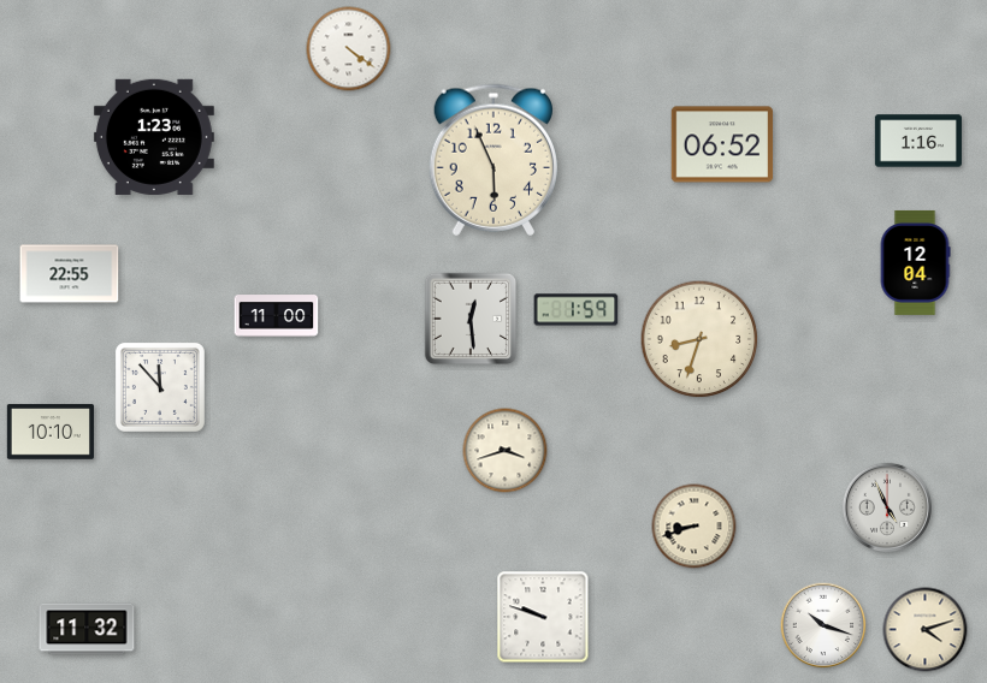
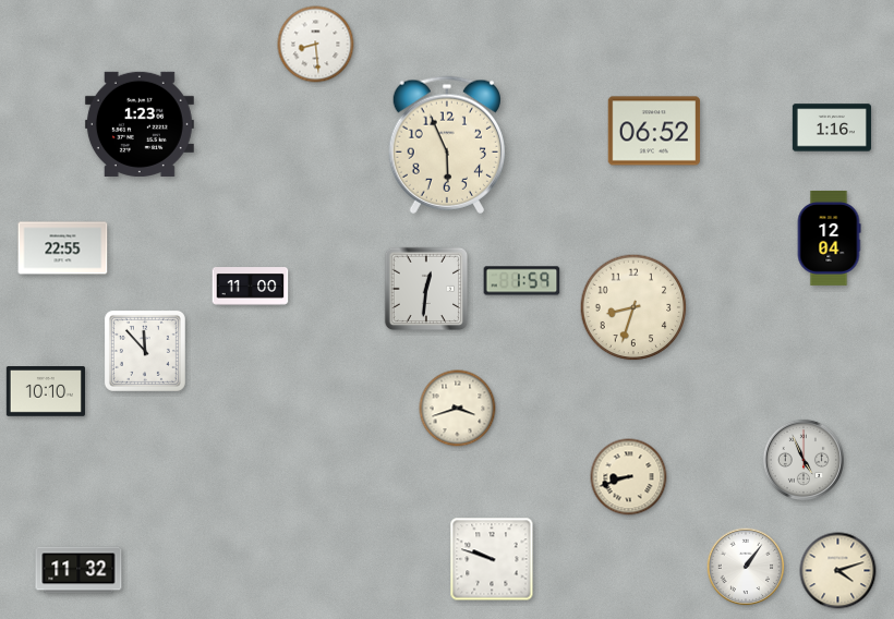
clock at (349, 49): 4:21 -> 8:29
clock at (471, 319): 12:29 -> 12:31
clock at (823, 625): 10:18 -> 1:06
